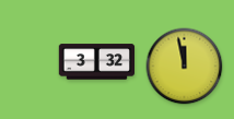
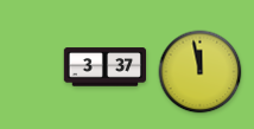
clock at (97, 62): 3:32 -> 3:37
